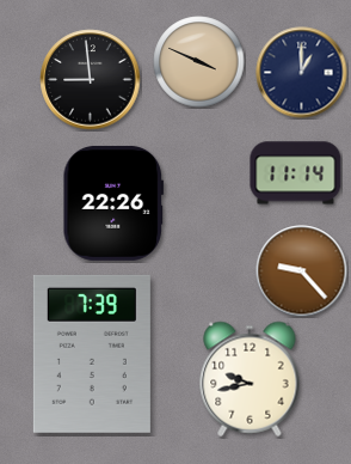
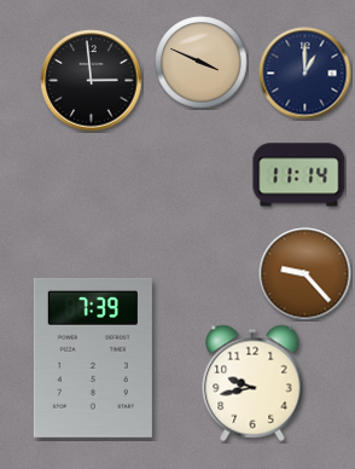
clock at (91, 80): 8:59 -> 2:59
clock at (112, 203): 22:26 -> none
